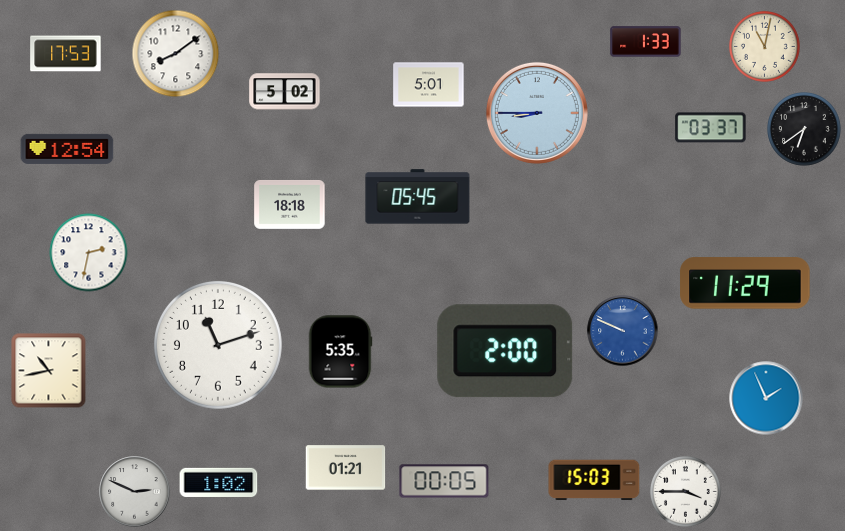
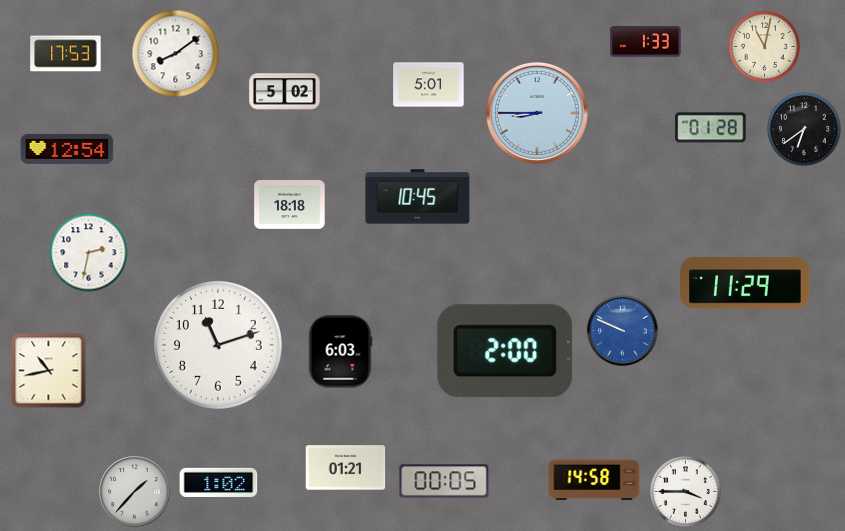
clock at (711, 128): 03:37 -> 01:28
clock at (418, 197): 05:45 -> 10:45
clock at (340, 352): 5:35 -> 6:03
clock at (766, 398): 1:56 -> none
clock at (594, 480): 15:03 -> 14:58
clock at (135, 492): 2:49 -> 1:37
